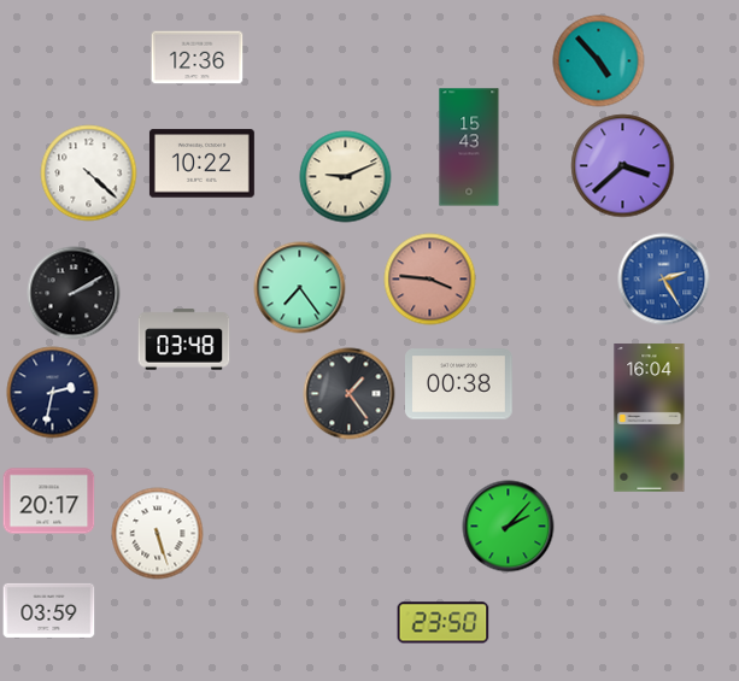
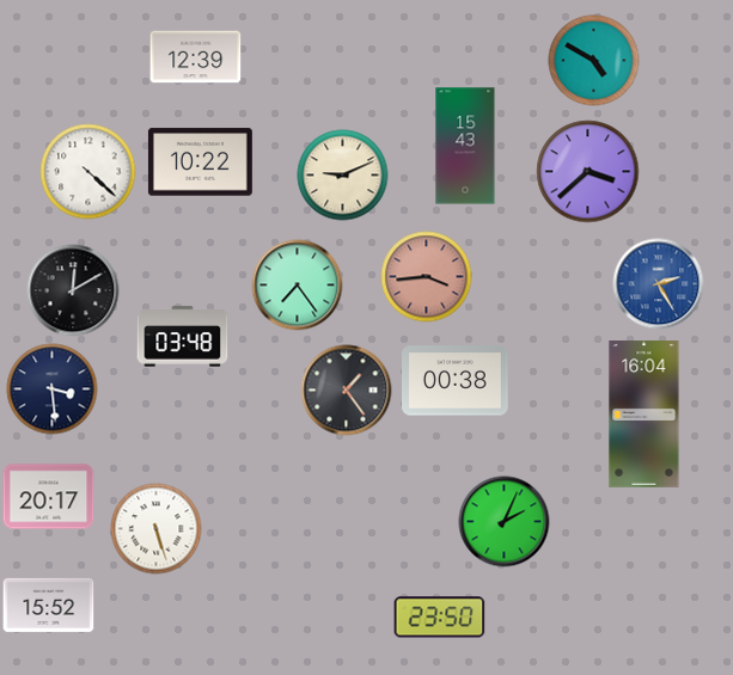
clock at (198, 58): 12:36 -> 12:39
clock at (599, 61): 4:53 -> 4:50
clock at (623, 166) position: (623, 166) -> (588, 172)
clock at (430, 280): 3:46 -> 3:44
clock at (664, 280) position: (664, 280) -> (659, 284)
clock at (74, 293): 2:10 -> 12:10
clock at (53, 393): 2:32 -> 3:29
clock at (509, 527): 2:07 -> 2:04
clock at (49, 610): 03:59 -> 15:52
